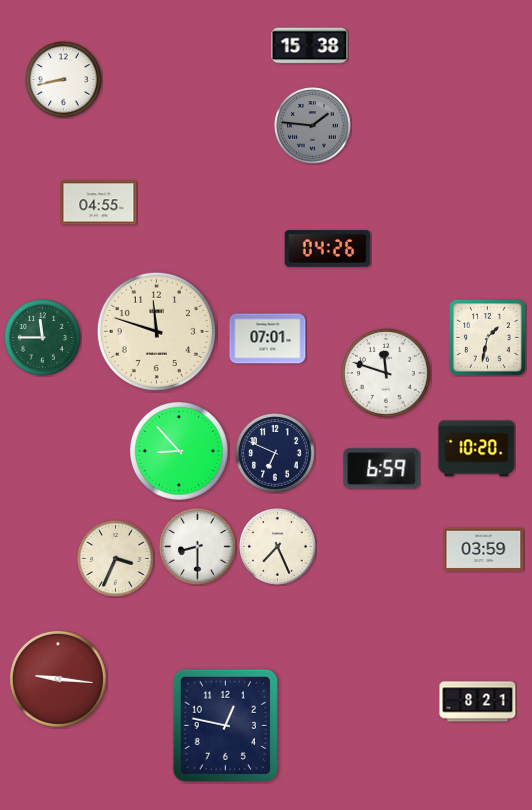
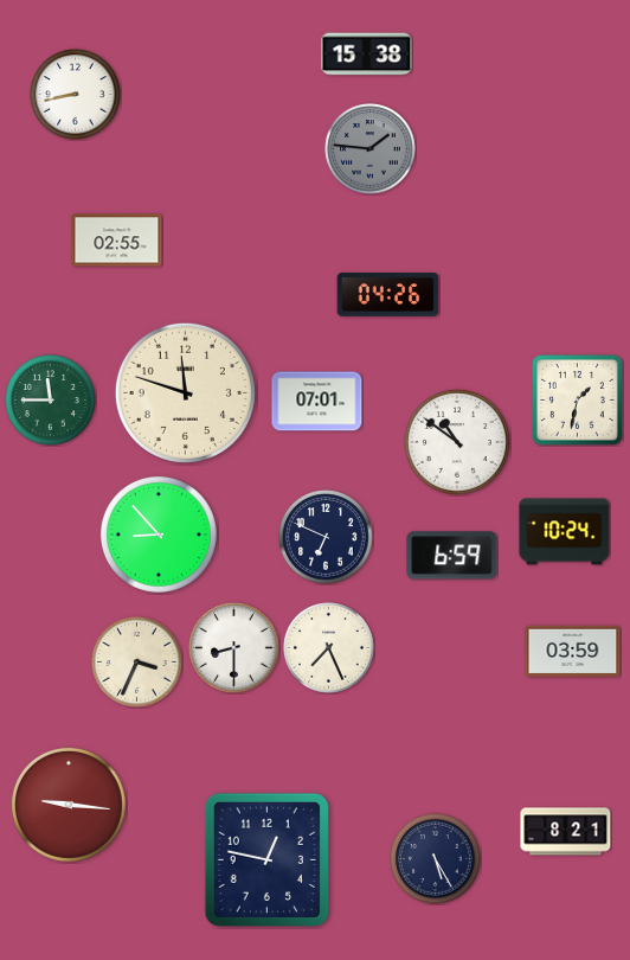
clock at (99, 203): 04:55 -> 02:55
clock at (387, 374): 11:48 -> 10:51
clock at (477, 449): 10:20 -> 10:24
clock at (179, 451) position: (179, 451) -> (159, 535)
clock at (436, 859): none -> 5:25
